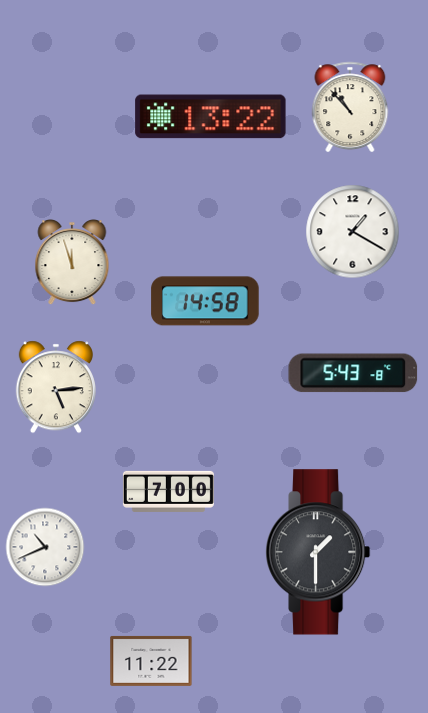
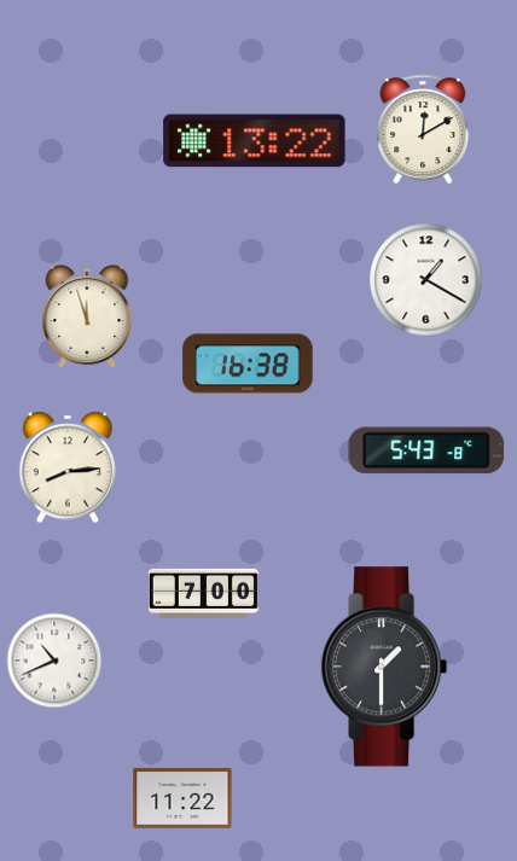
clock at (350, 107): 10:53 -> 12:10
clock at (205, 301): 14:58 -> 16:38
clock at (56, 387): 5:14 -> 8:14
